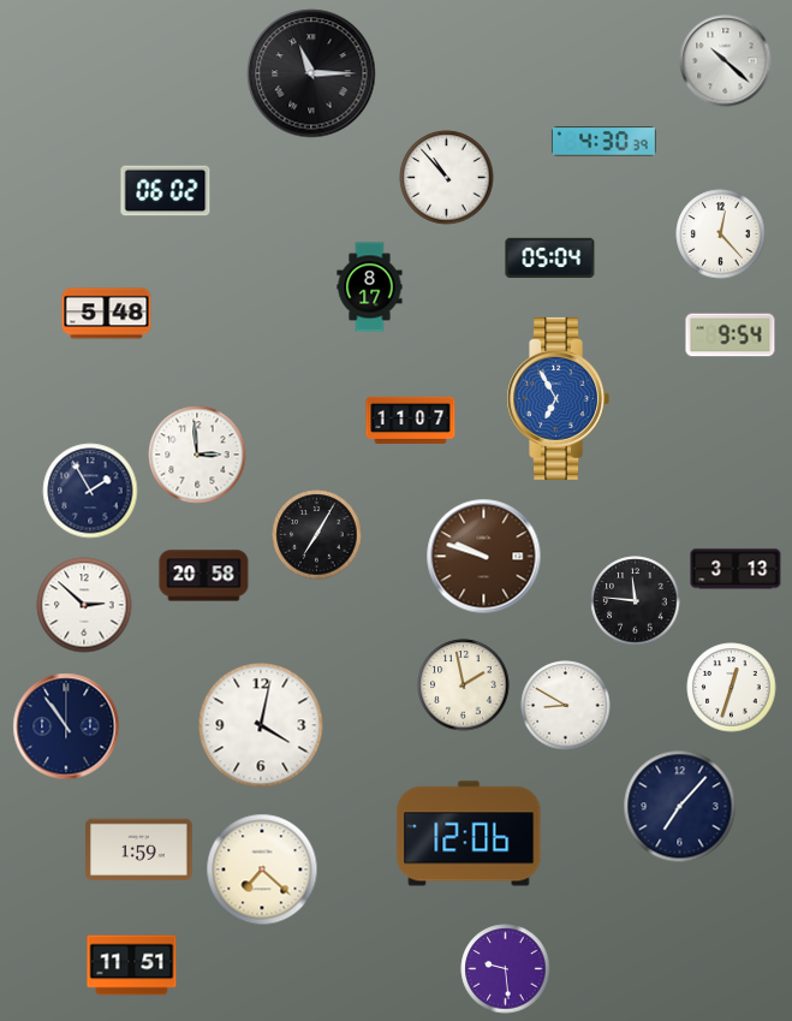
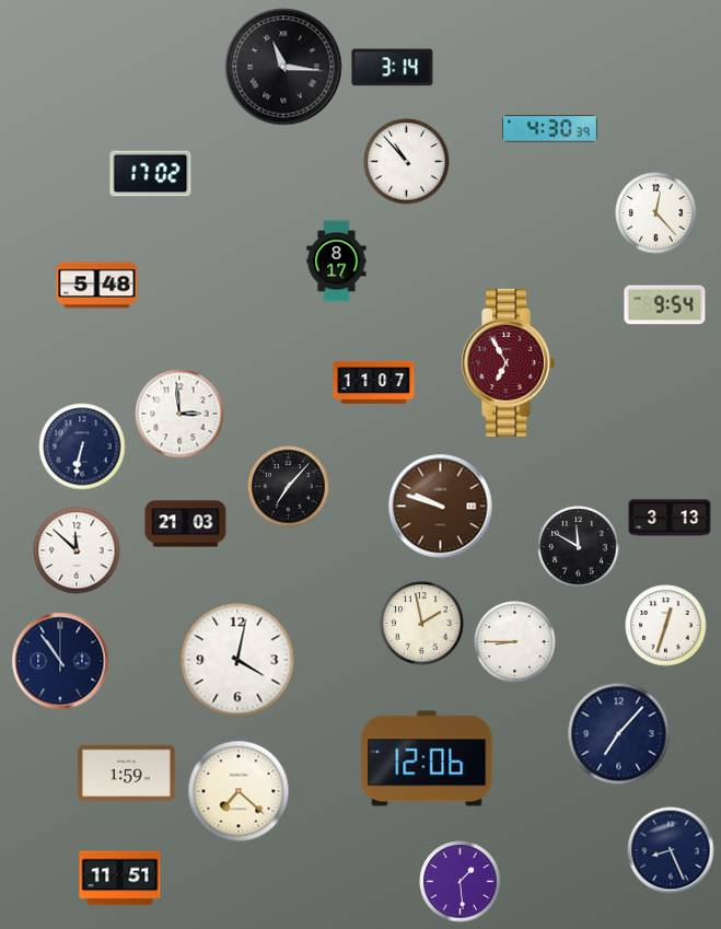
clock at (726, 61): 10:22 -> none
clock at (311, 73): 11:15 -> 11:16
clock at (393, 68): none -> 3:14
clock at (166, 191): 06:02 -> 17:02
clock at (550, 257): 05:04 -> none
clock at (559, 398) dial: blue -> burgundy
clock at (90, 491): 1:55 -> 6:32
clock at (317, 535): 7:05 -> 7:07
clock at (204, 576): 20:58 -> 21:03
clock at (636, 601): 11:46 -> 11:50
clock at (84, 605): 2:52 -> 11:52
clock at (566, 706): 8:50 -> 8:45
clock at (671, 850): none -> 8:26
clock at (506, 969): 9:29 -> 1:29
